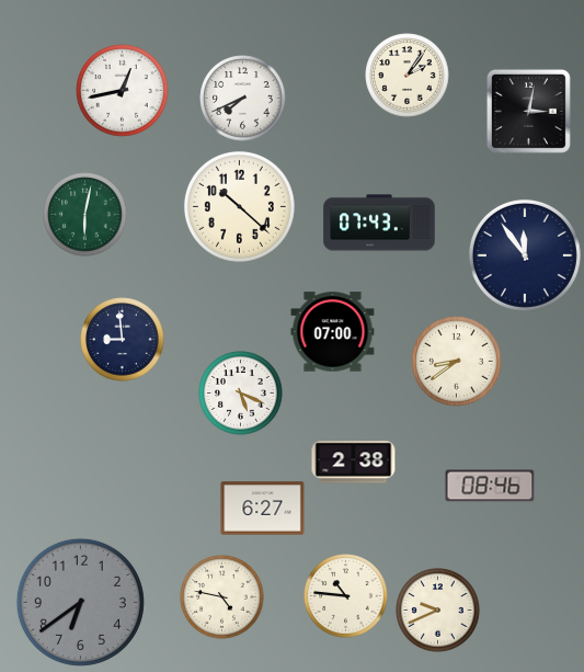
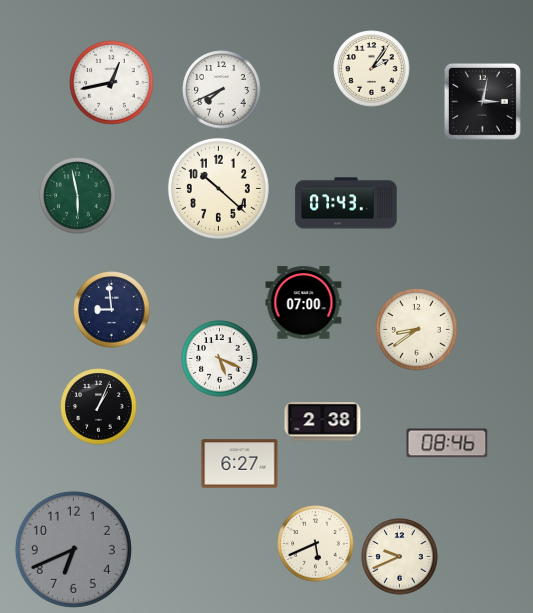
clock at (85, 215): 6:02 -> 5:58
clock at (525, 255): 11:54 -> none
clock at (99, 407): none -> 1:04
clock at (346, 596): 10:46 -> 5:41
clock at (222, 597): 4:47 -> none
clock at (80, 602): 6:39 -> 6:41
